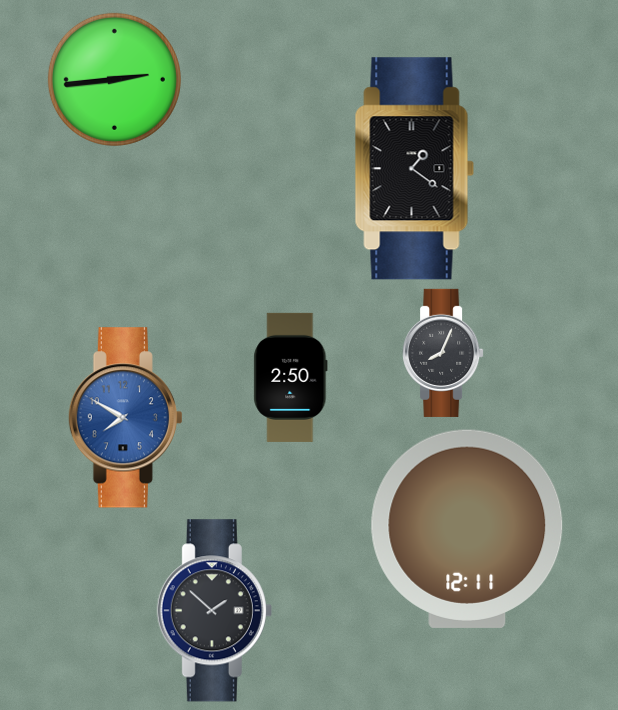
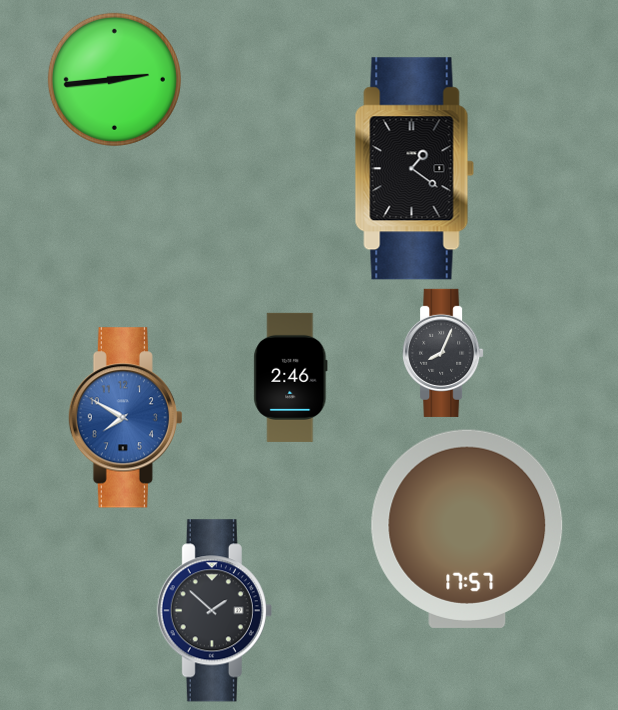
clock at (291, 377): 2:50 -> 2:46
clock at (467, 529): 12:11 -> 17:57
